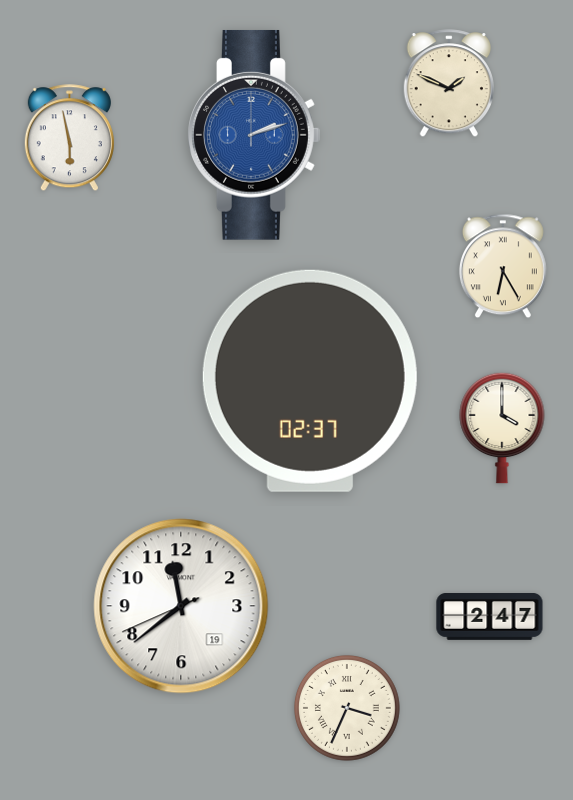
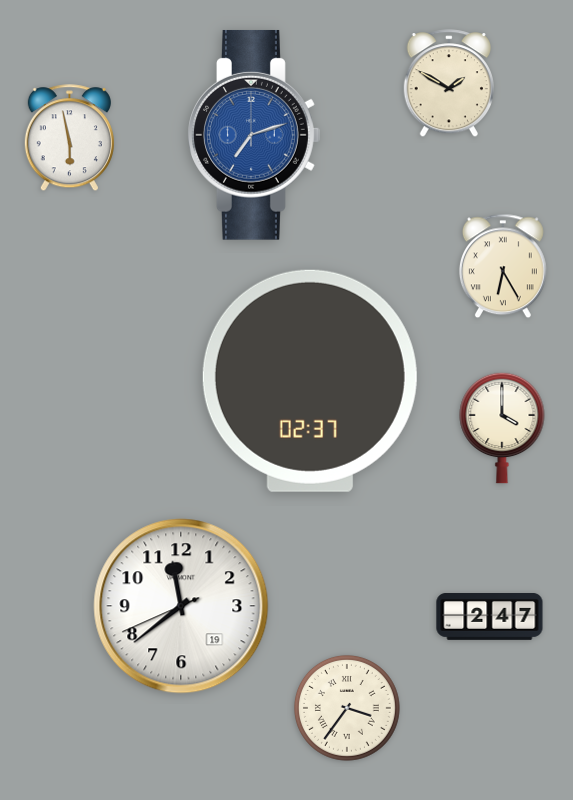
clock at (449, 84): 1:49 -> 1:50
clock at (254, 135): 2:12 -> 7:12
clock at (347, 708): 3:34 -> 3:36
